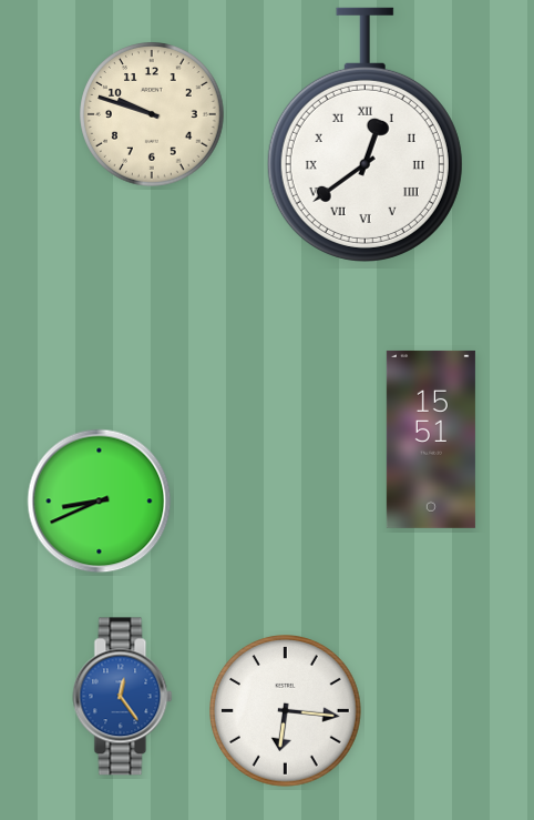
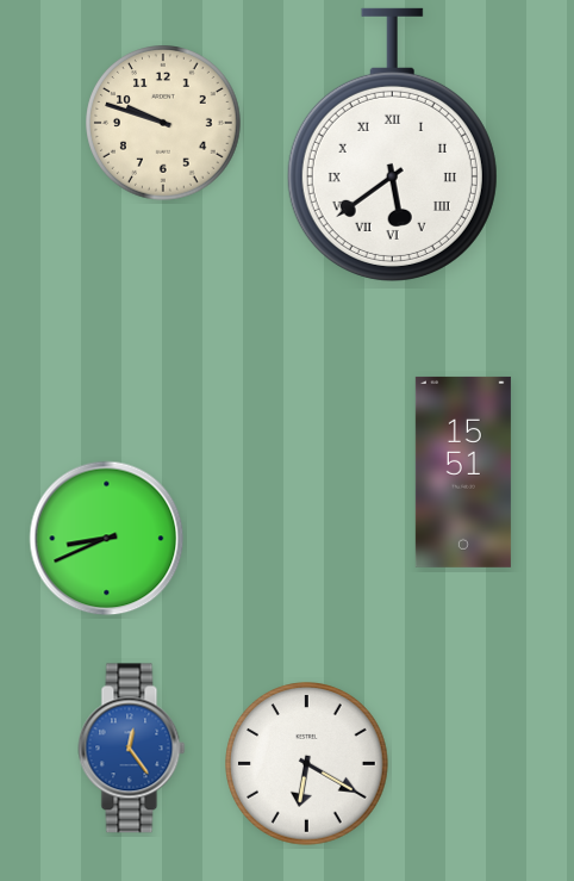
clock at (364, 134): 12:39 -> 5:39
clock at (286, 711): 6:16 -> 6:20
